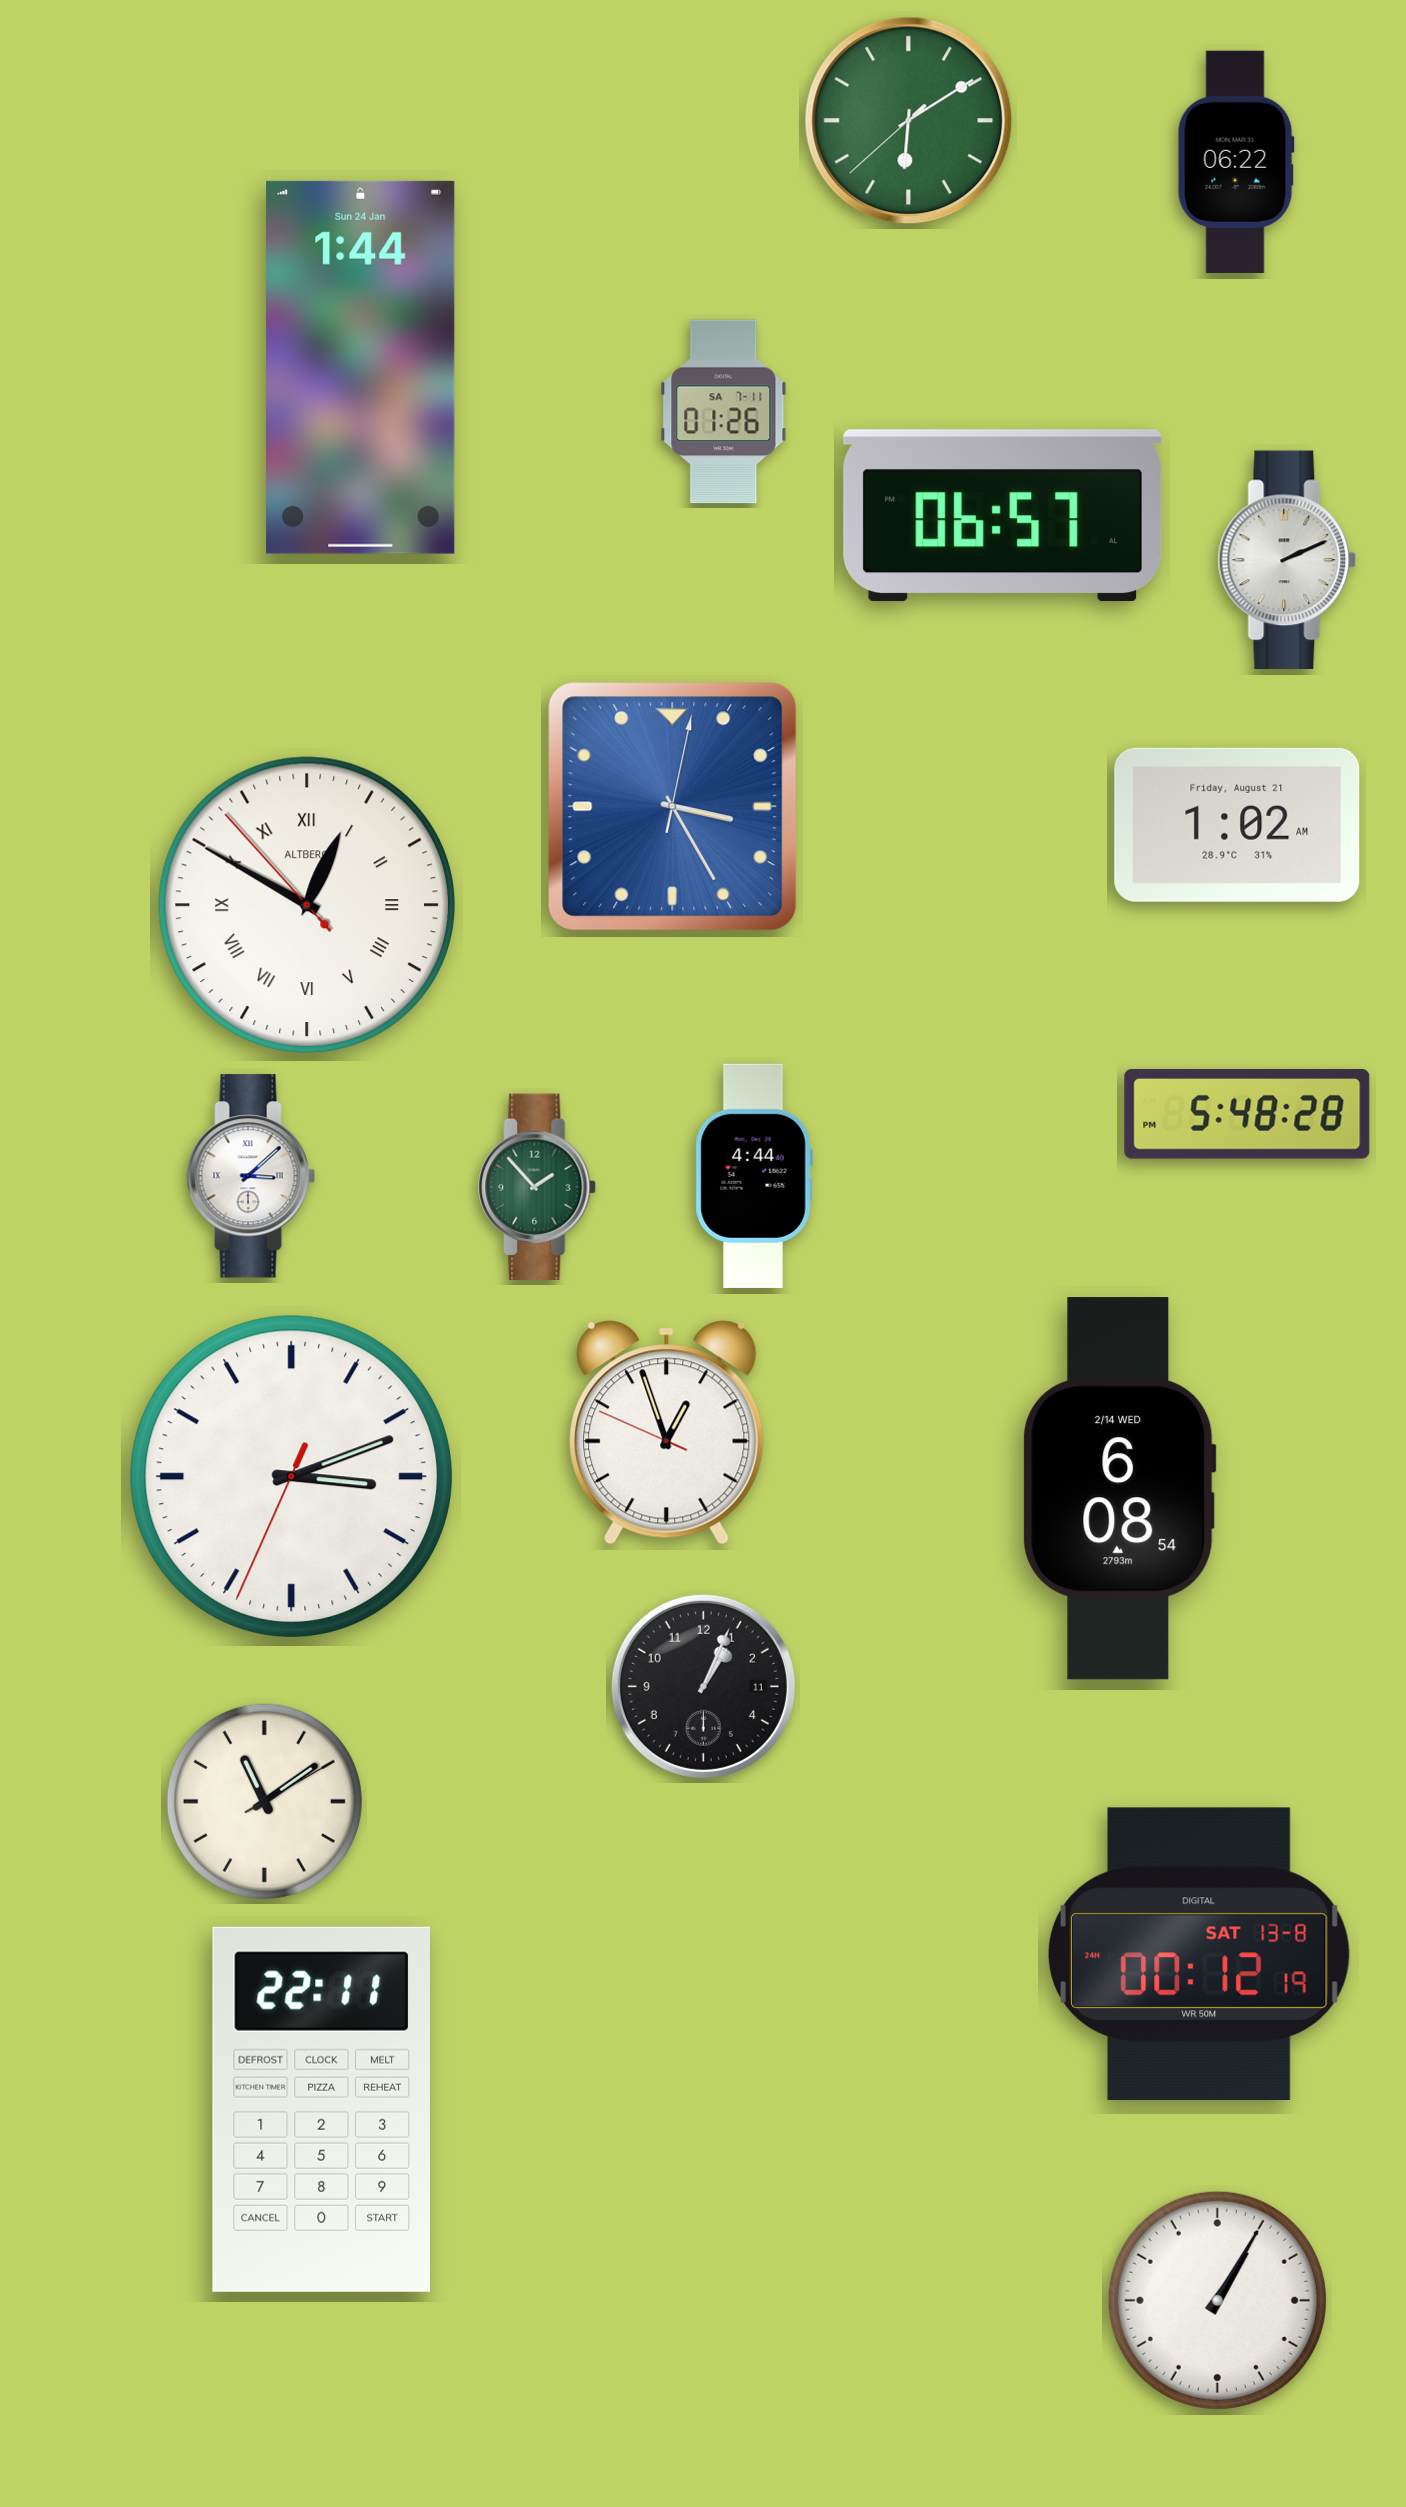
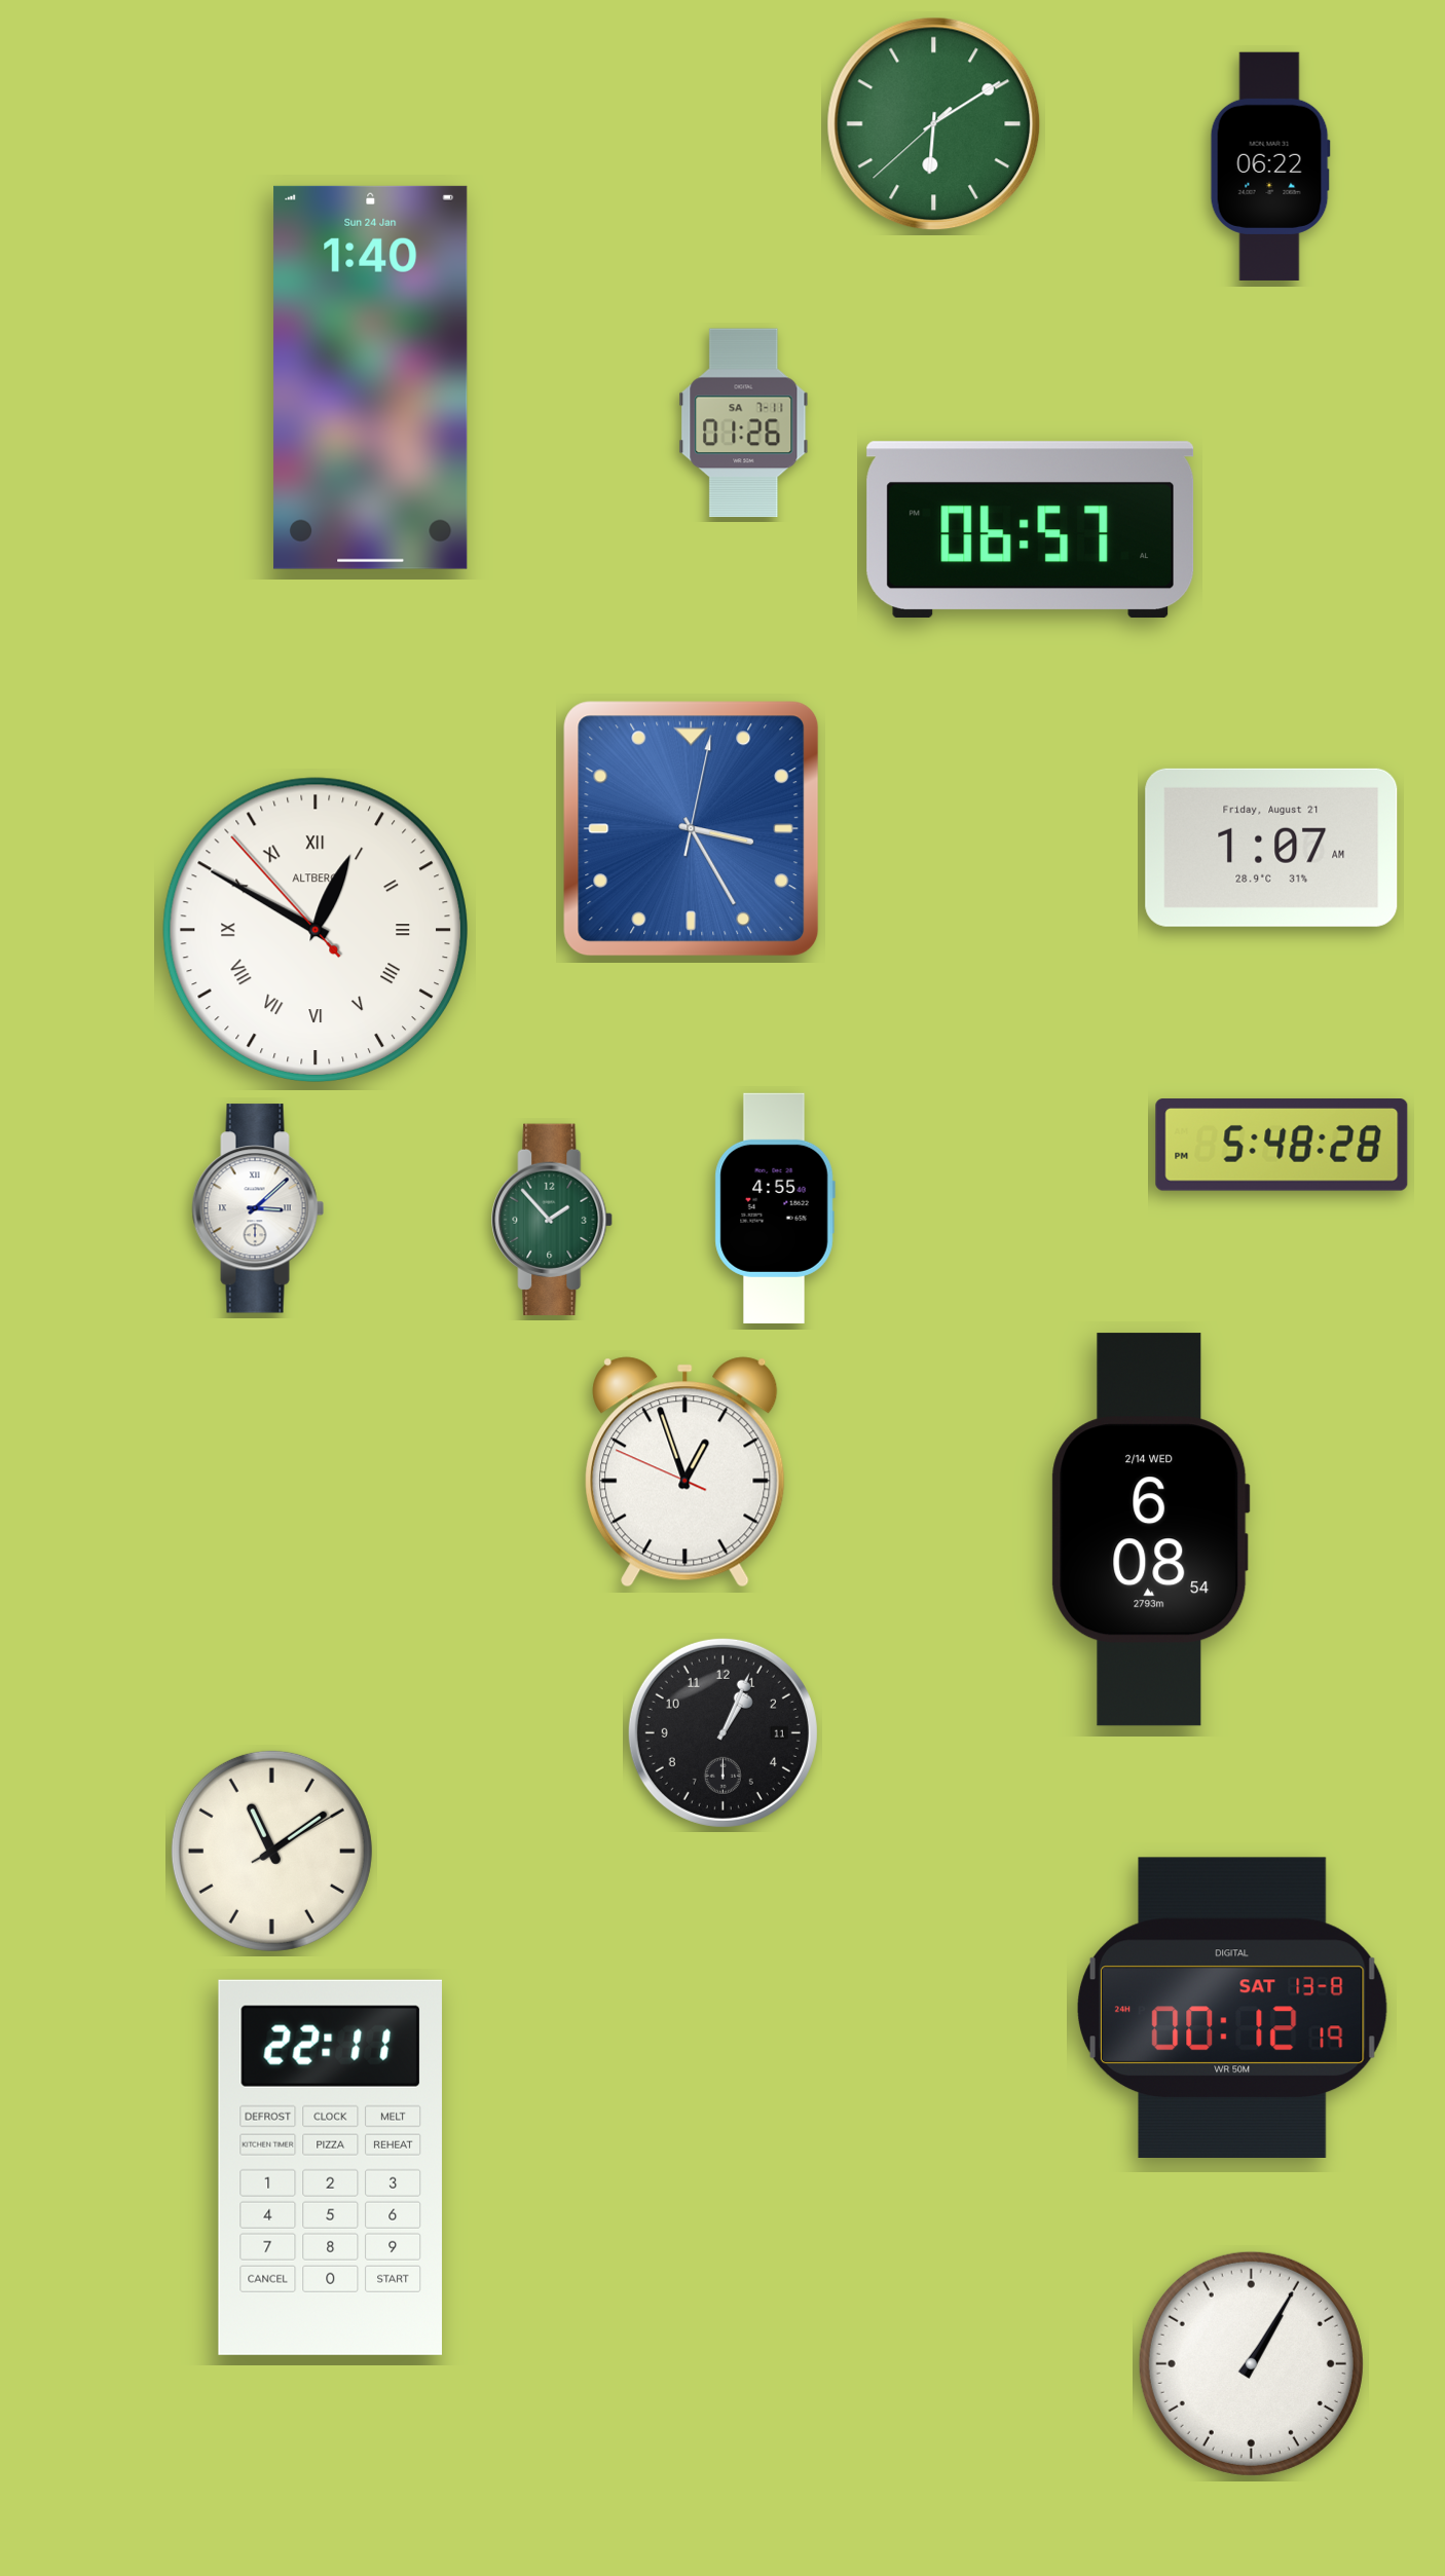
clock at (361, 367): 1:44 -> 1:40
clock at (1287, 560): 2:11 -> none
clock at (1237, 825): 1:02 -> 1:07
clock at (754, 1176): 4:44 -> 4:55
clock at (291, 1476): 3:11 -> none
